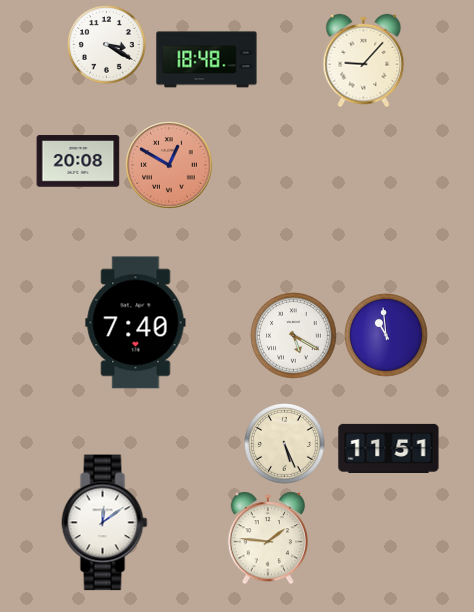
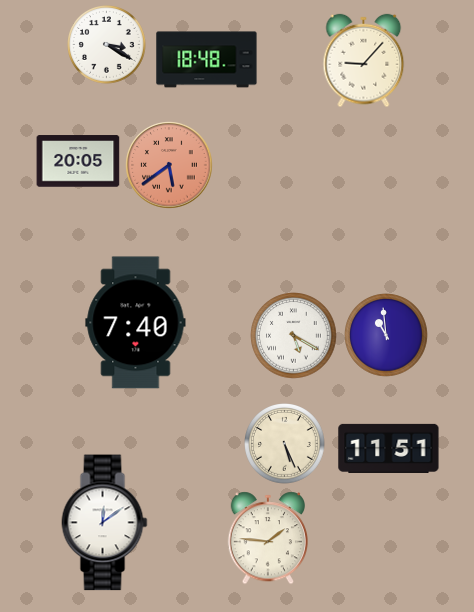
clock at (78, 161): 20:08 -> 20:05
clock at (169, 165): 12:50 -> 5:39
